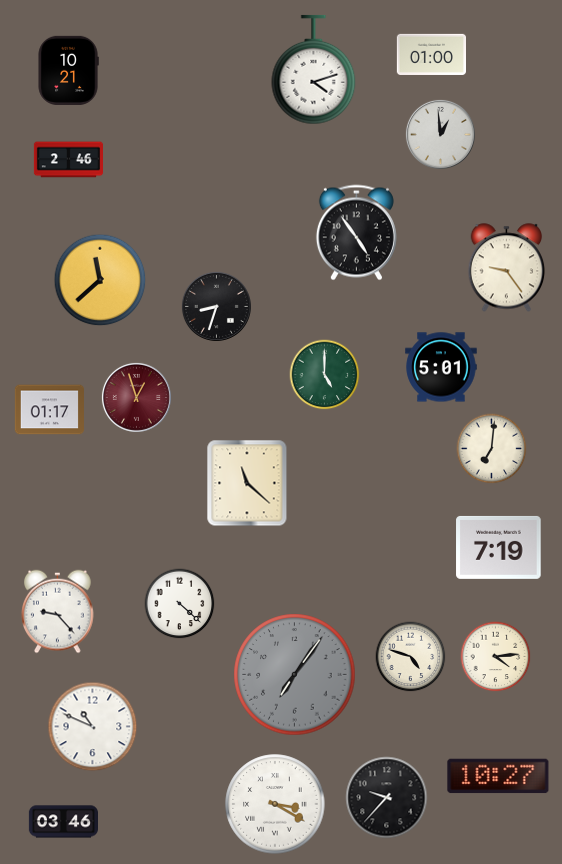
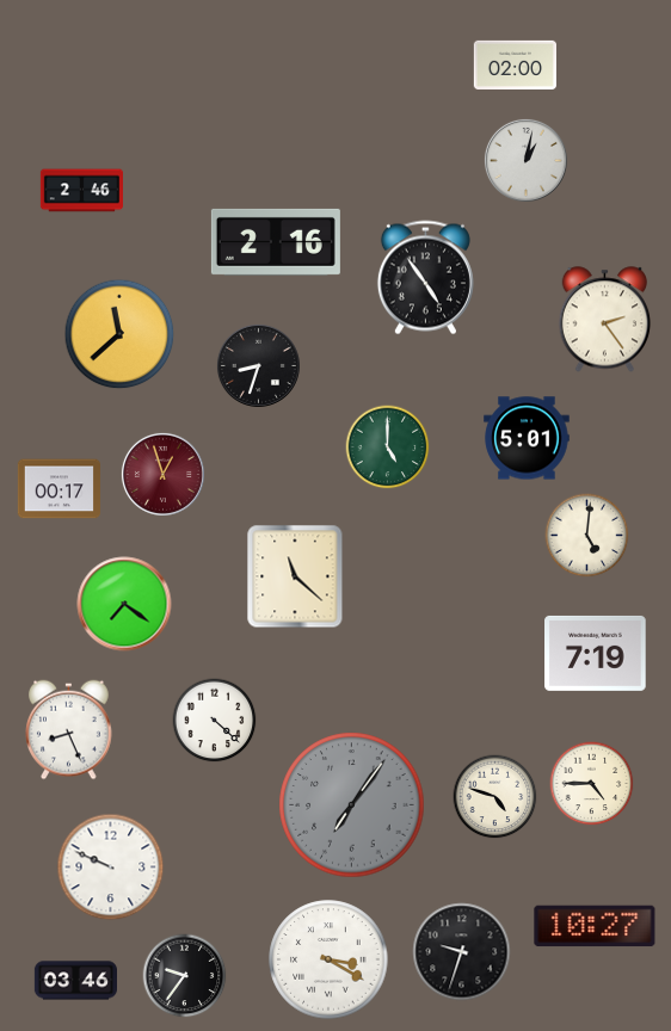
clock at (431, 54): 01:00 -> 02:00
clock at (68, 70): 10:21 -> none
clock at (314, 70): 4:12 -> none
clock at (440, 134): 12:59 -> 1:02
clock at (276, 242): none -> 2:16
clock at (507, 268): 9:24 -> 2:24
clock at (49, 410): 01:17 -> 00:17
clock at (492, 449): 7:01 -> 5:01
clock at (124, 604): none -> 7:21
clock at (58, 612): 9:23 -> 8:26
clock at (411, 657) position: (411, 657) -> (495, 797)
clock at (496, 657): 4:14 -> 4:45
clock at (93, 727): 10:49 -> 9:49
clock at (387, 798): 9:37 -> 9:33
clock at (185, 976): none -> 9:36
